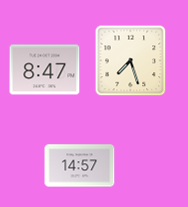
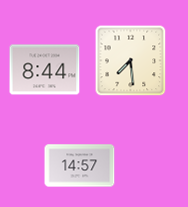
clock at (131, 61): 7:27 -> 7:29
clock at (45, 70): 8:47 -> 8:44
